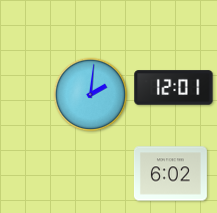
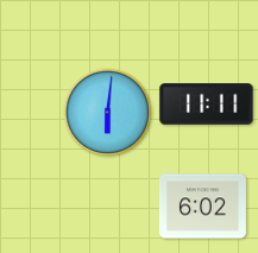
clock at (174, 88): 12:01 -> 11:11
clock at (91, 95): 2:01 -> 6:01
